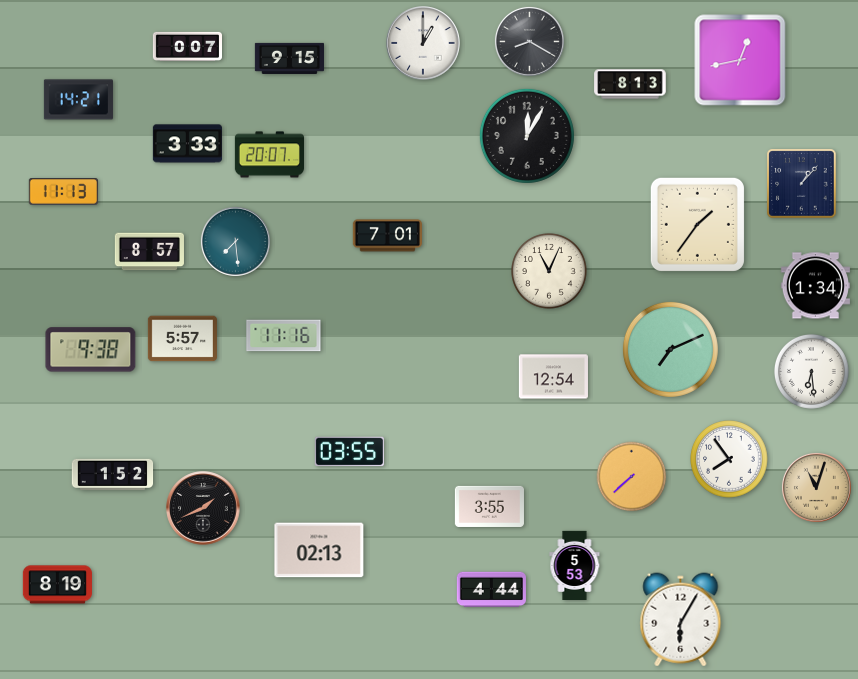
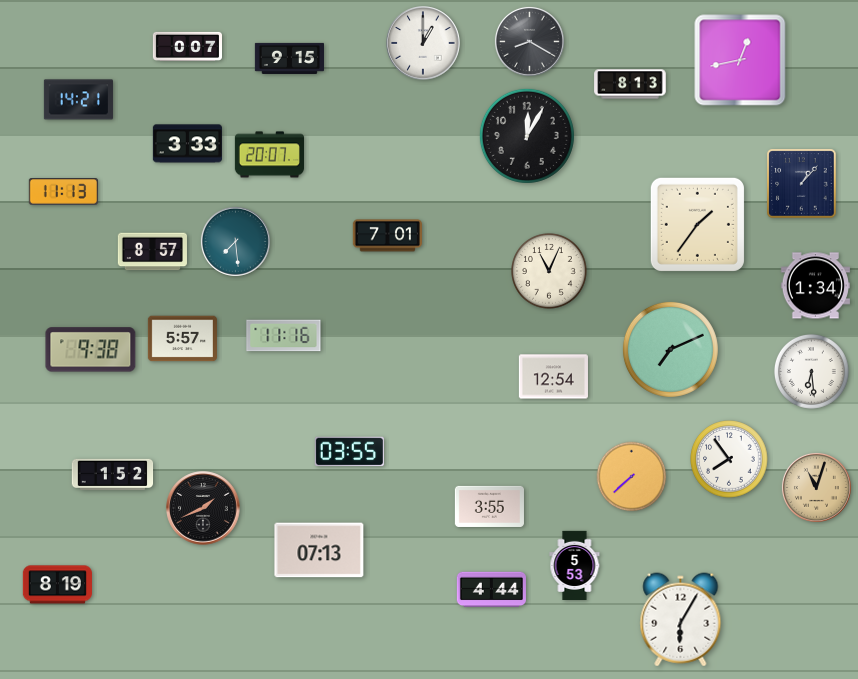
clock at (149, 252) position: (149, 252) -> (152, 252)
clock at (319, 550): 02:13 -> 07:13
